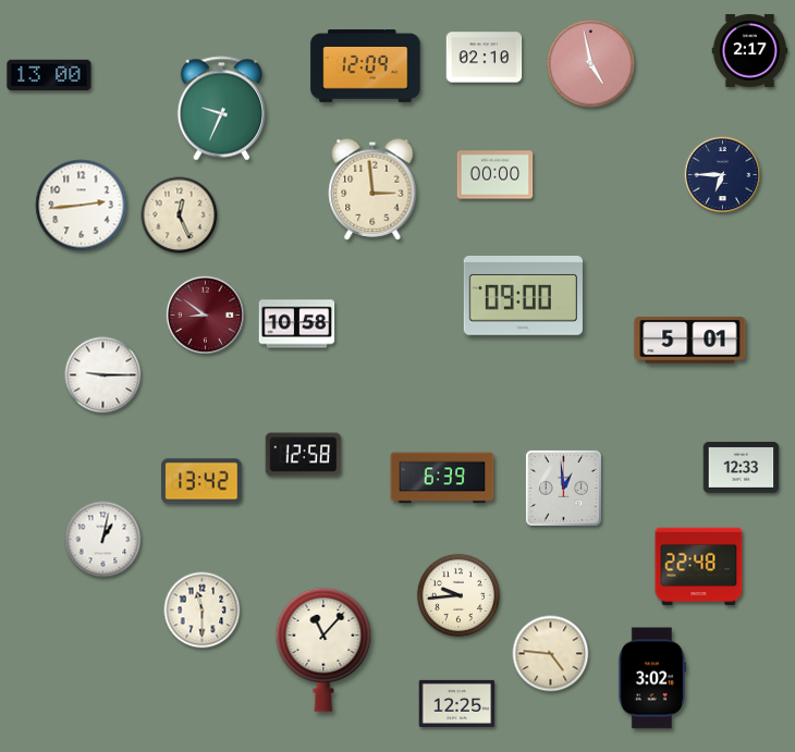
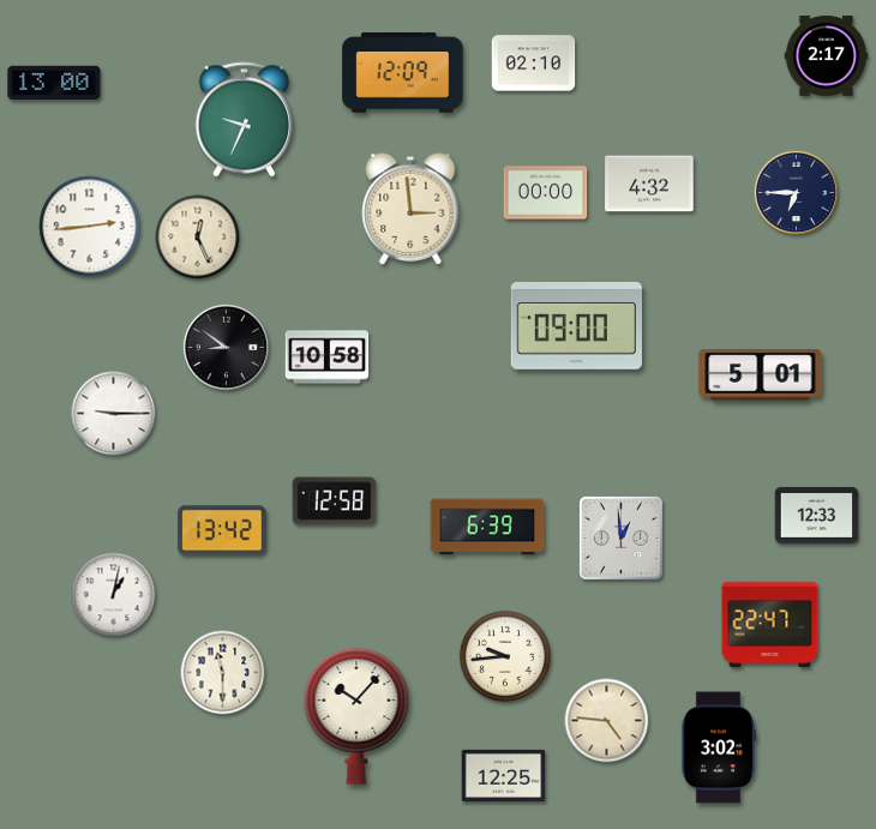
clock at (591, 64): 4:58 -> none
clock at (649, 184): none -> 4:32
clock at (205, 315) dial: burgundy -> black
clock at (699, 567): 22:48 -> 22:47
clock at (323, 650): 11:07 -> 10:07
